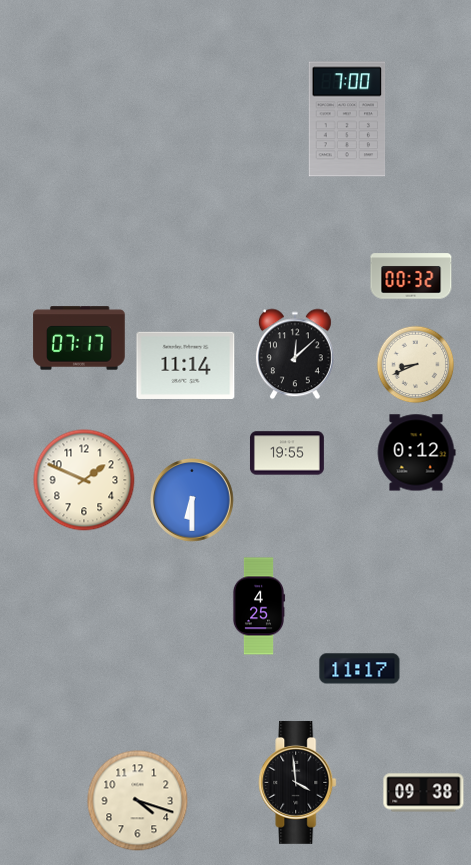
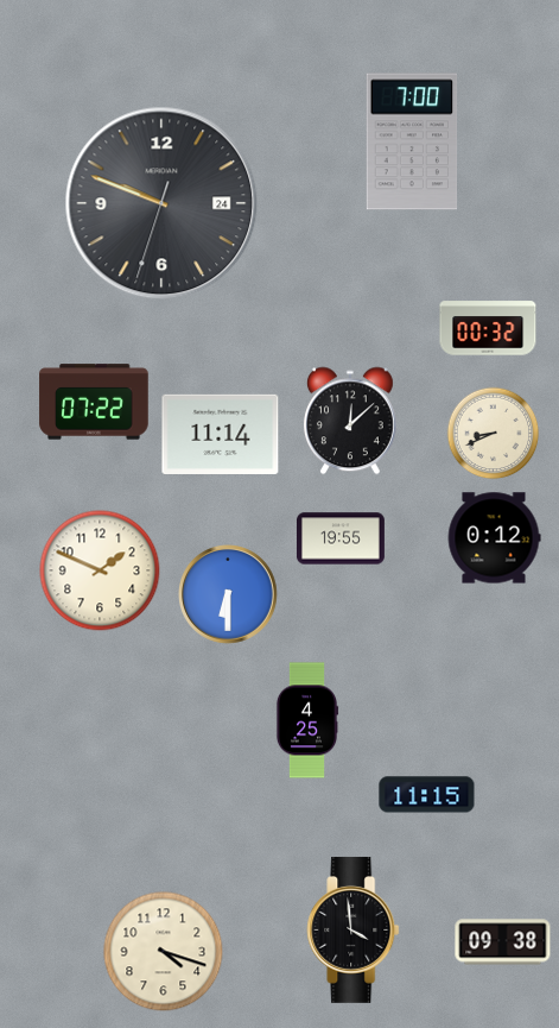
clock at (161, 203): none -> 9:48
clock at (79, 338): 07:17 -> 07:22
clock at (360, 669): 11:17 -> 11:15
